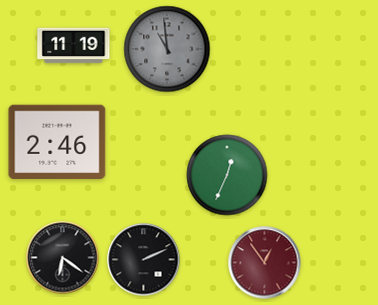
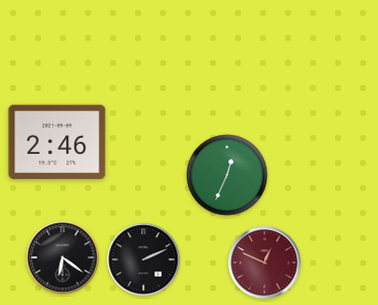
clock at (74, 46): 11:19 -> none
clock at (167, 49): 10:59 -> none
clock at (265, 263): 12:54 -> 12:49
